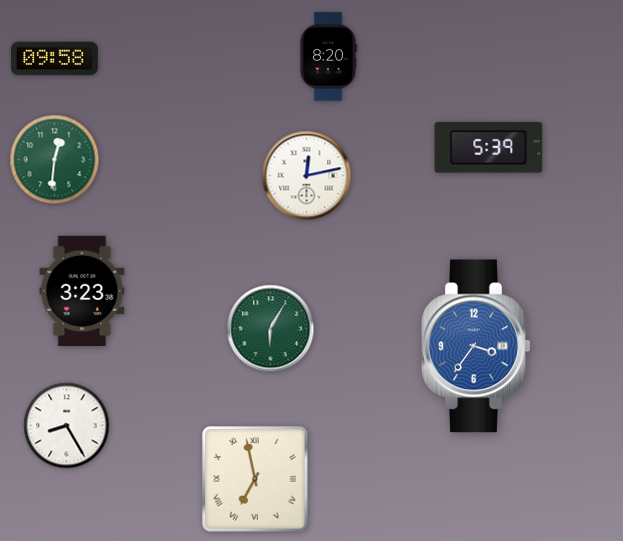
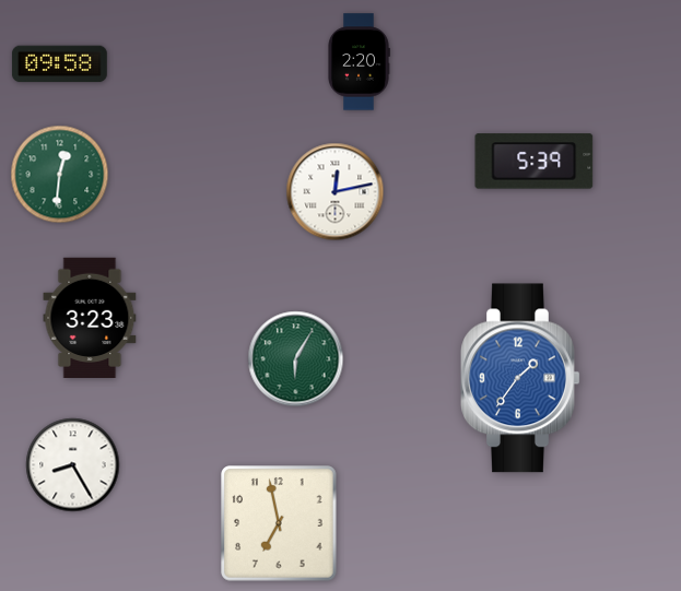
clock at (328, 57): 8:20 -> 2:20
clock at (476, 346): 3:36 -> 1:36
clock at (255, 479) numerals: Roman -> Arabic
